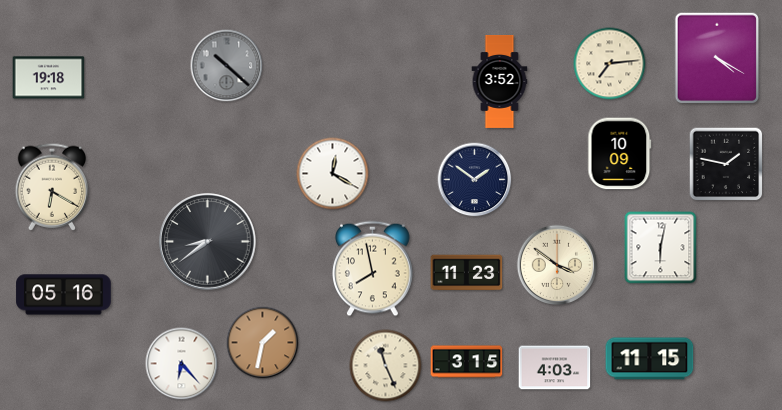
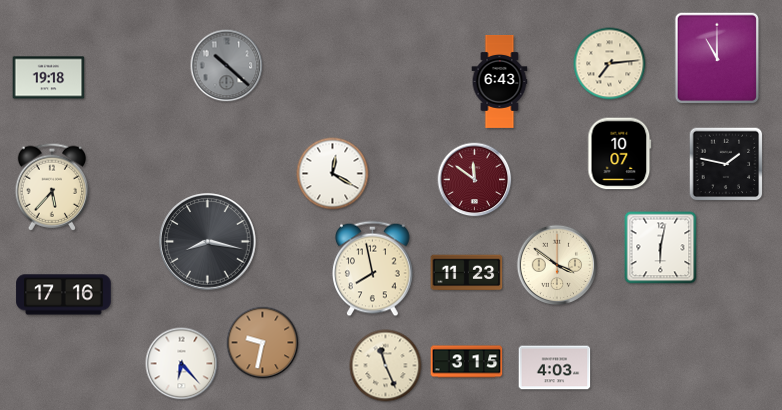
clock at (717, 58): 4:20 -> 11:00
clock at (500, 82): 3:52 -> 6:43
clock at (620, 154): 10:09 -> 10:07
clock at (475, 180): 1:51 -> 11:51
clock at (475, 180) dial: navy -> burgundy
clock at (52, 187): 6:20 -> 5:37
clock at (208, 242): 8:39 -> 8:17
clock at (64, 295): 05:16 -> 17:16
clock at (263, 343): 1:32 -> 9:32
clock at (650, 359): 11:15 -> none
